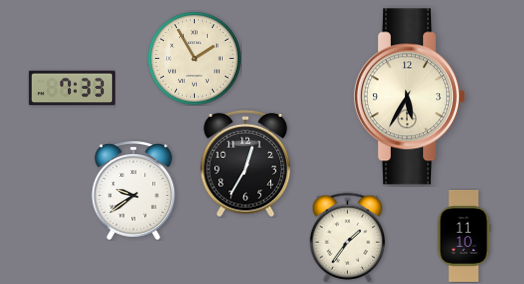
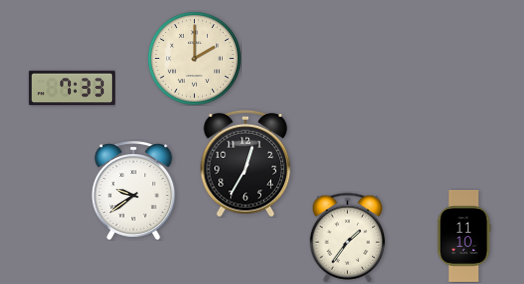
clock at (194, 58): 1:55 -> 2:00
clock at (409, 97): 5:35 -> none
